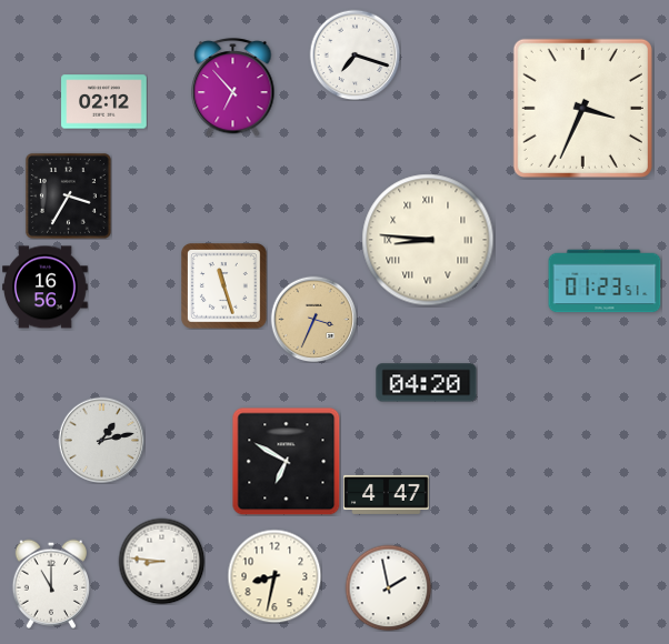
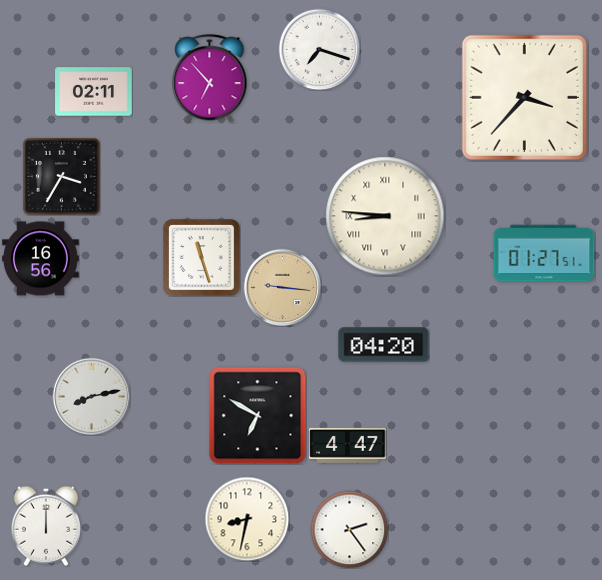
clock at (104, 102): 02:12 -> 02:11
clock at (582, 108): 3:34 -> 3:37
clock at (605, 281): 01:23 -> 01:27
clock at (313, 319): 3:34 -> 9:16
clock at (101, 440): 1:13 -> 8:13
clock at (161, 561): 8:46 -> none
clock at (50, 584): 11:00 -> 12:00
clock at (388, 587): 1:58 -> 2:24
